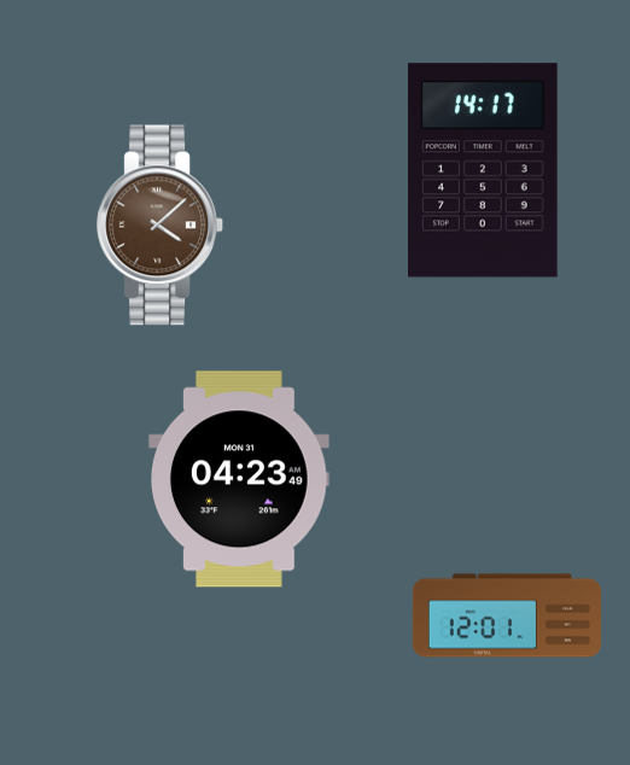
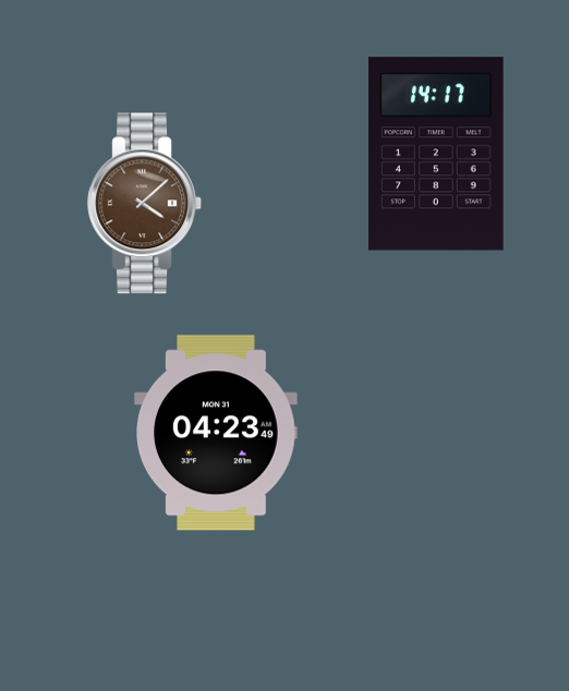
clock at (507, 615): 12:01 -> none
